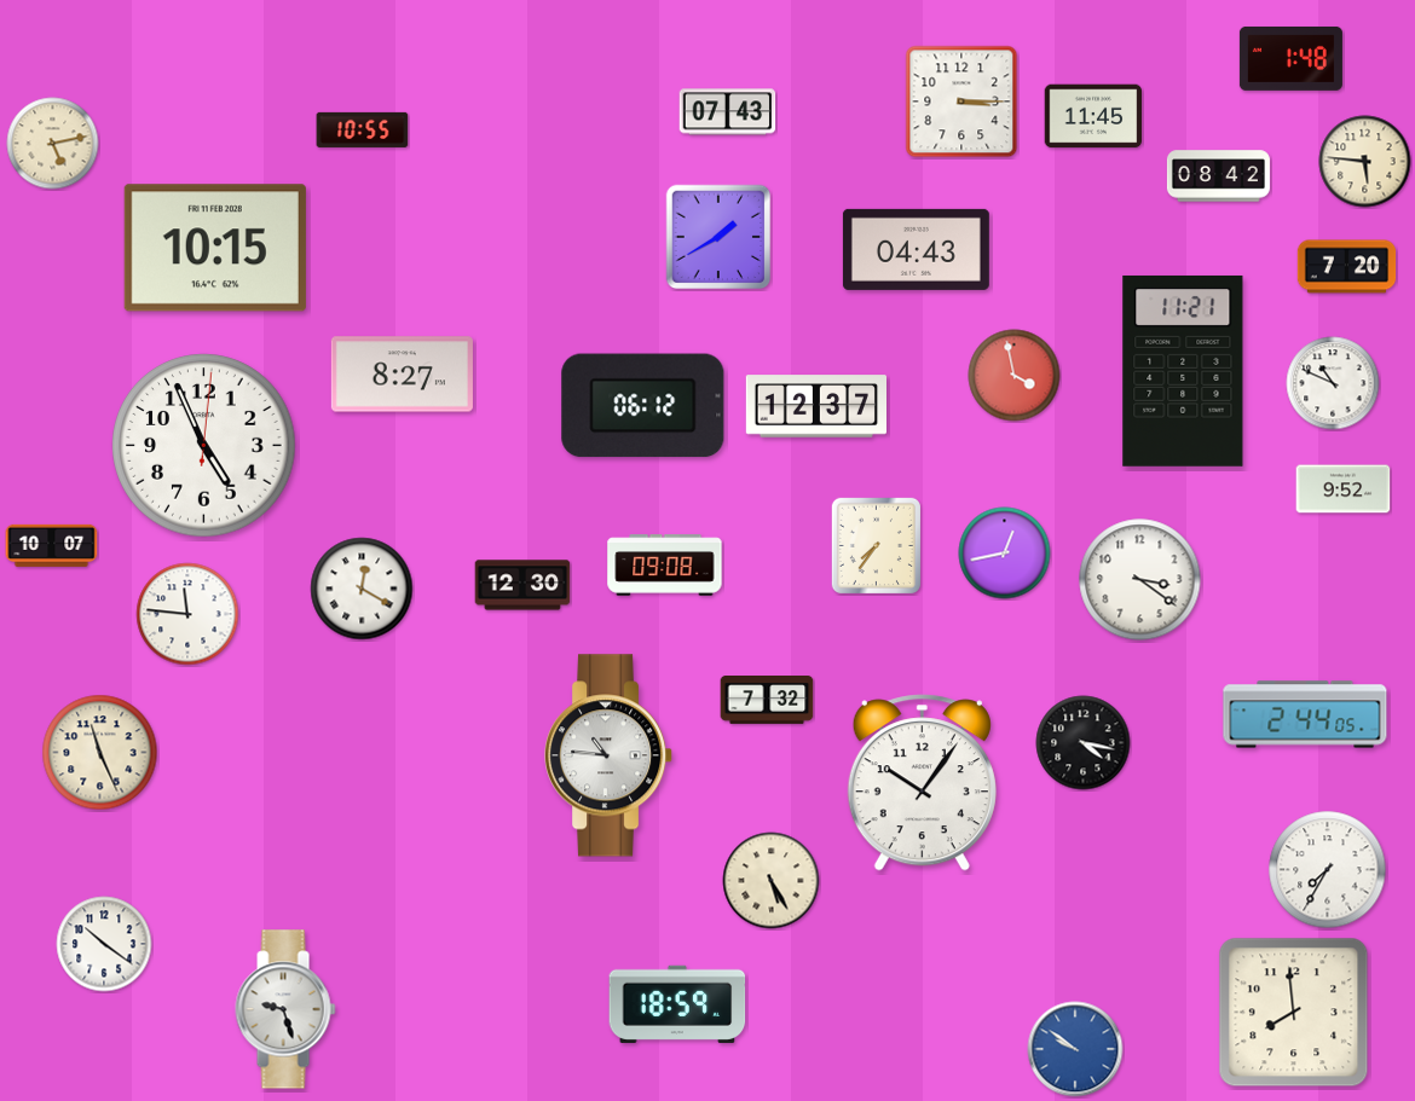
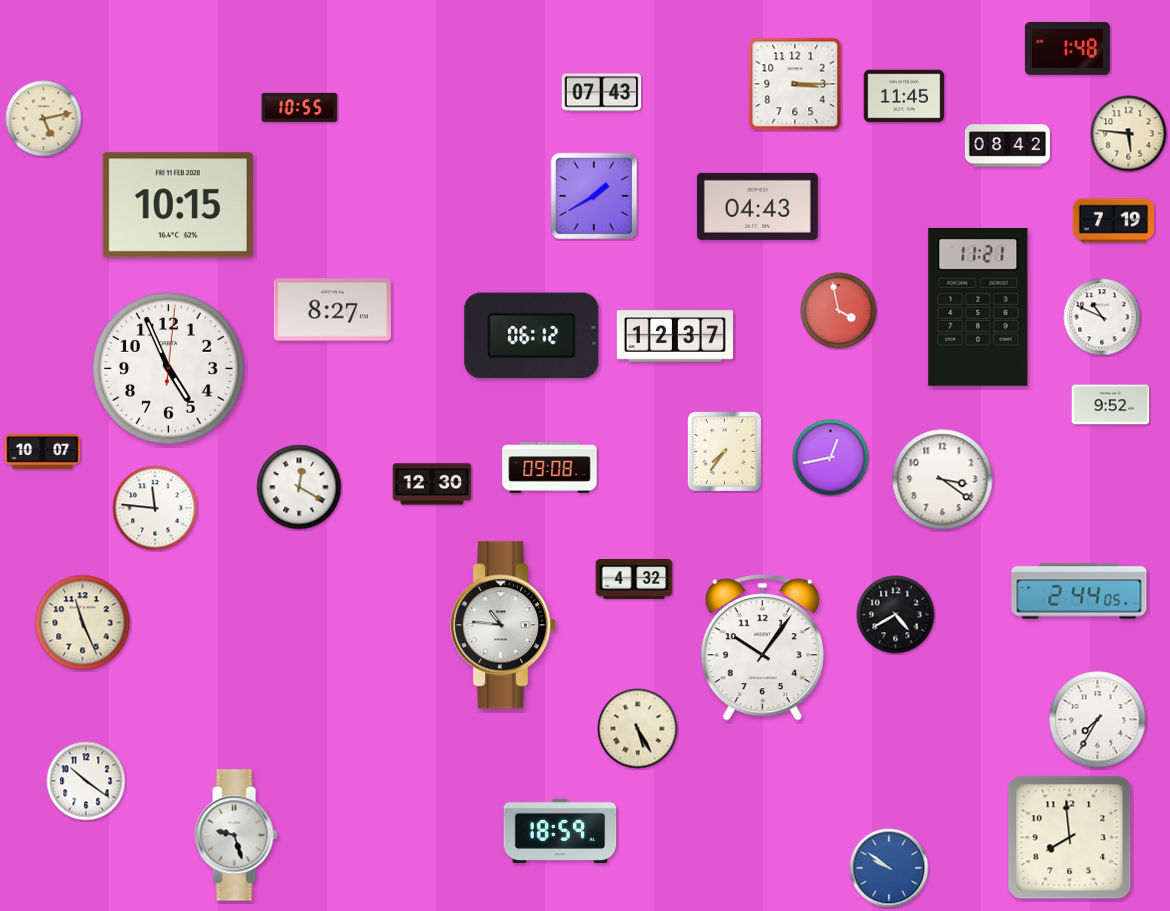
clock at (1347, 267): 7:20 -> 7:19
clock at (767, 700): 7:32 -> 4:32
clock at (1084, 743): 4:17 -> 4:40
